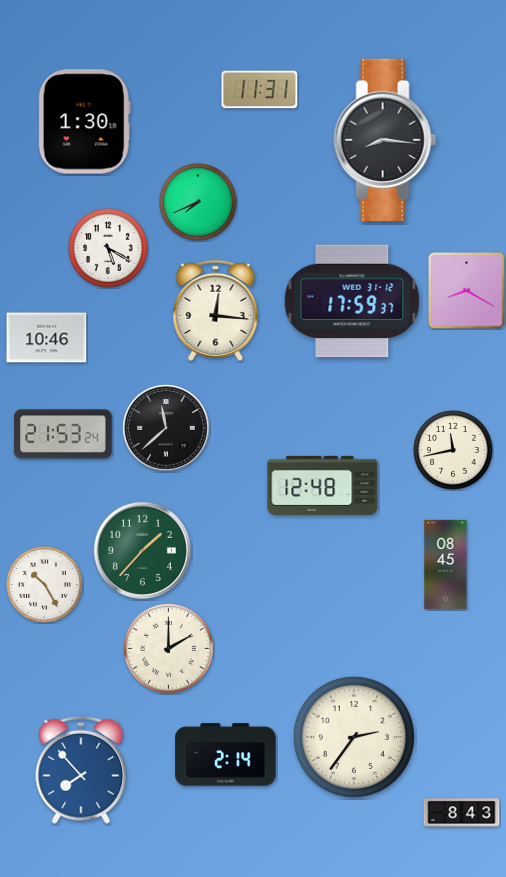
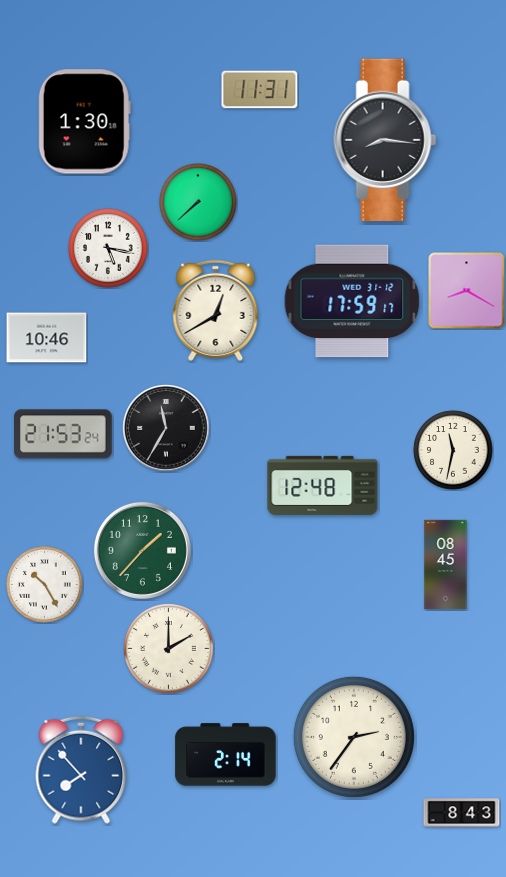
clock at (198, 202): 7:41 -> 7:38
clock at (108, 248): 5:20 -> 5:17
clock at (352, 301): 17:59:37 -> 17:59:17
clock at (216, 310): 12:16 -> 12:40
clock at (166, 428): 11:38 -> 11:35
clock at (453, 450): 11:43 -> 11:32
